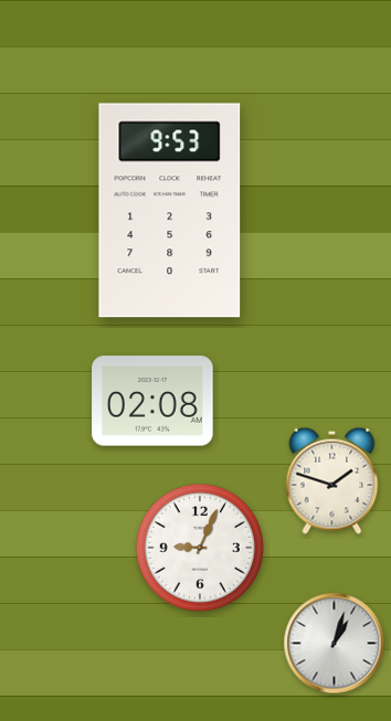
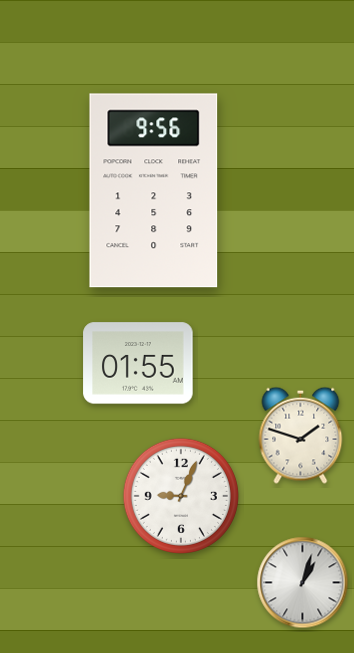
clock at (170, 211): 9:53 -> 9:56
clock at (152, 401): 02:08 -> 01:55
